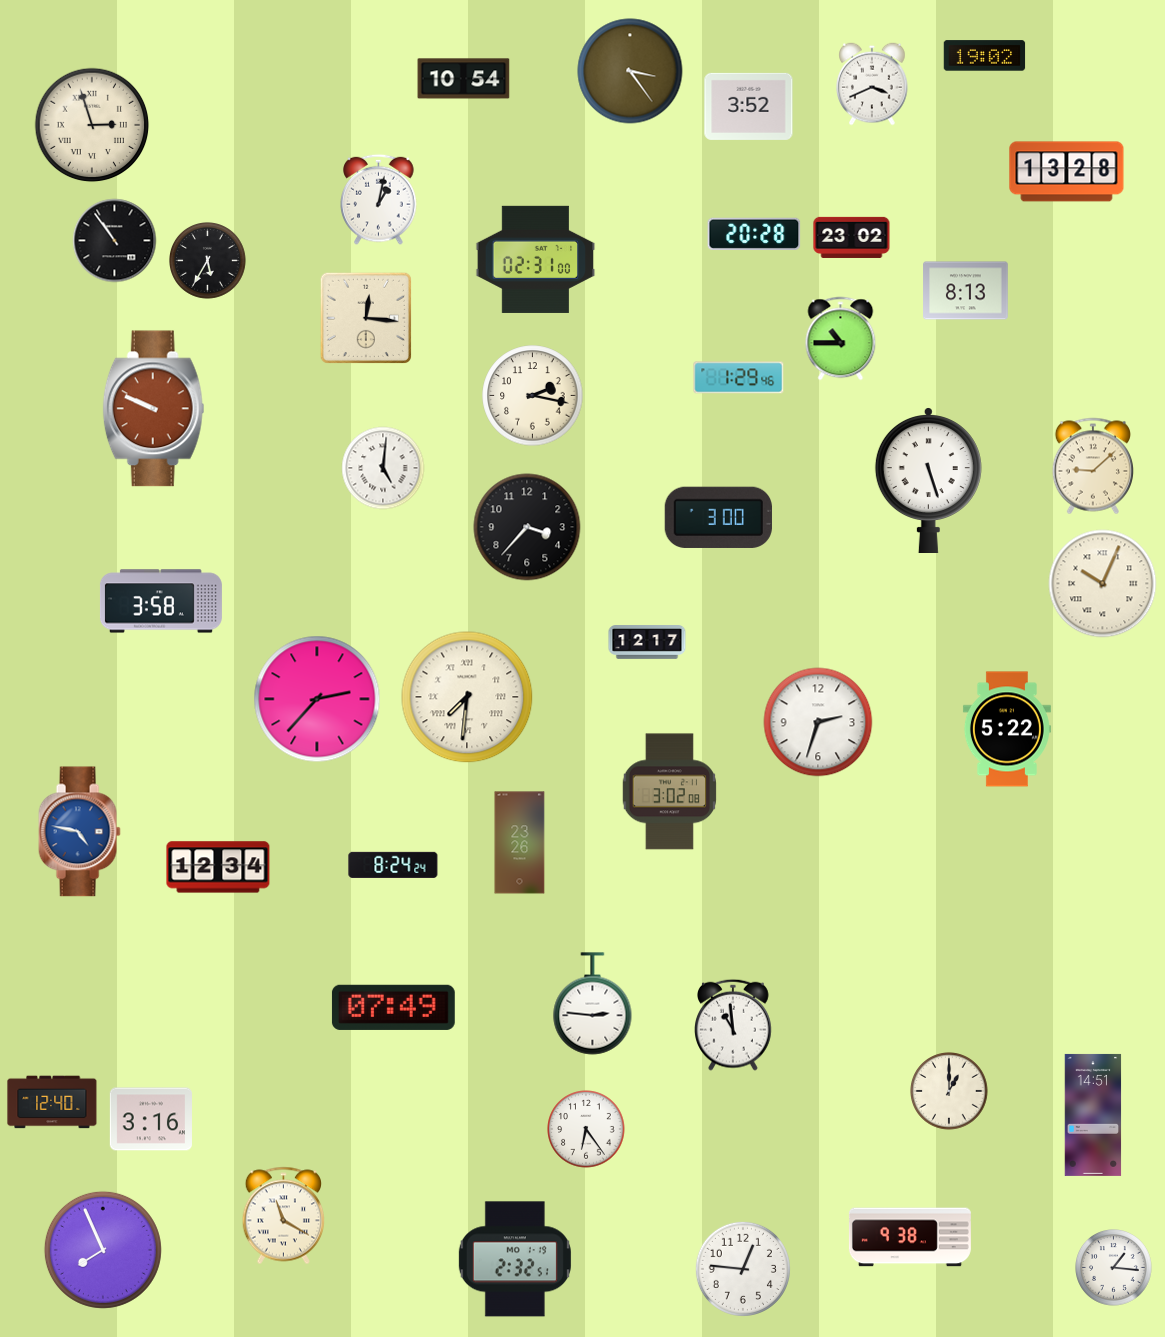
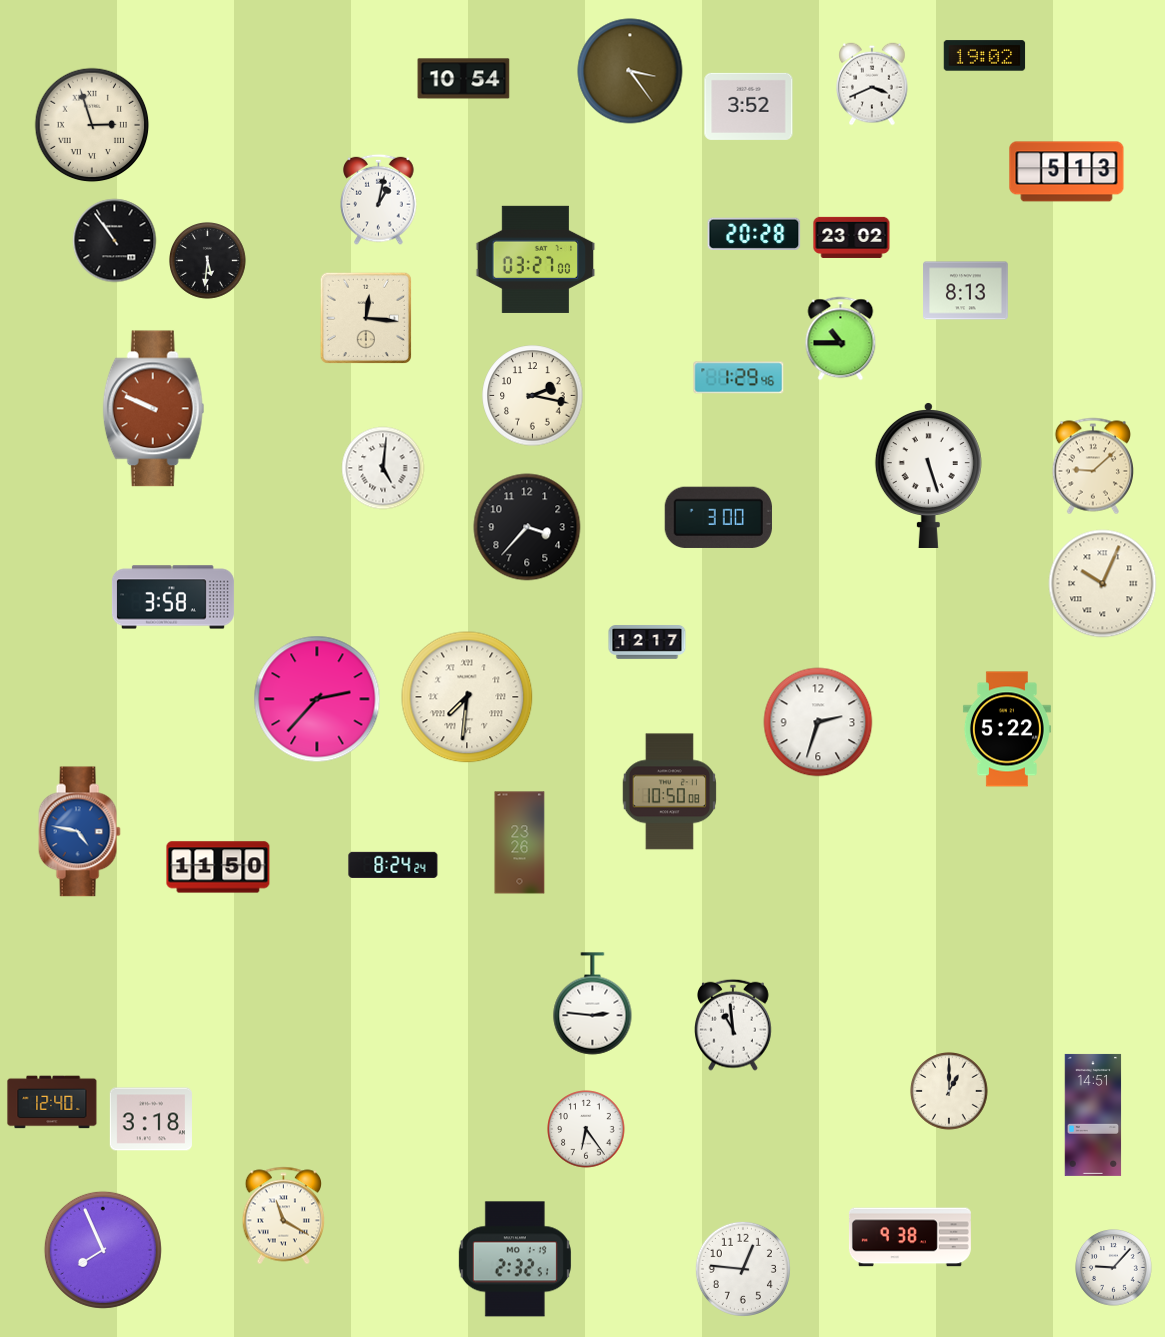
clock at (1067, 172): 13:28 -> 5:13
clock at (536, 259): 02:31 -> 03:27
clock at (208, 261): 5:35 -> 5:31
clock at (928, 480) position: (928, 480) -> (928, 475)
clock at (161, 601) position: (161, 601) -> (173, 597)
clock at (669, 792): 3:02 -> 10:50
clock at (218, 867): 12:34 -> 11:50
clock at (393, 1007): 07:49 -> none
clock at (151, 1119): 3:16 -> 3:18
clock at (1114, 1268): 1:16 -> 9:07
